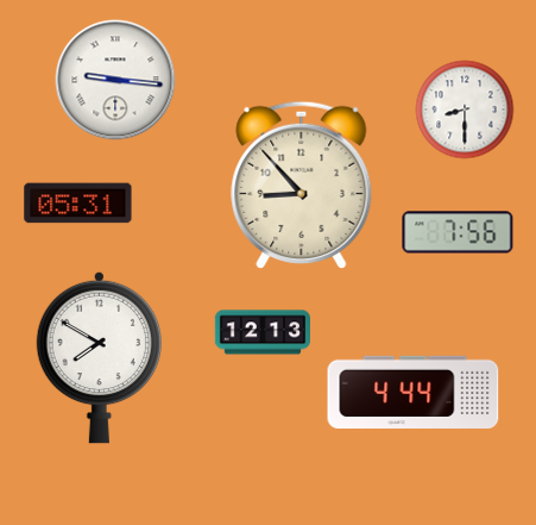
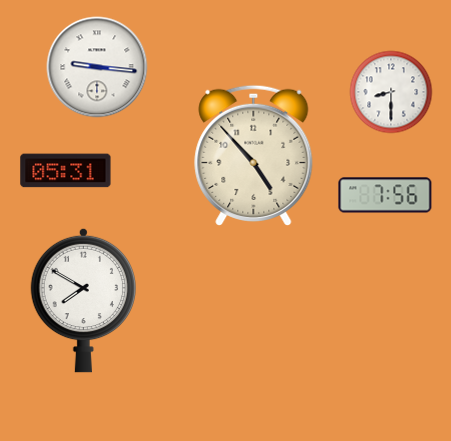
clock at (302, 185): 8:53 -> 4:53
clock at (261, 332): 12:13 -> none
clock at (414, 392): 4:44 -> none
